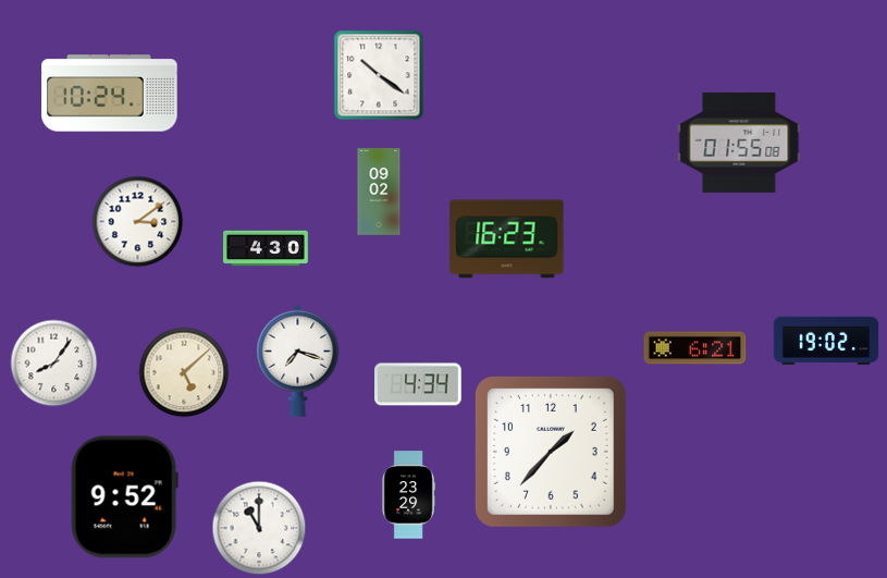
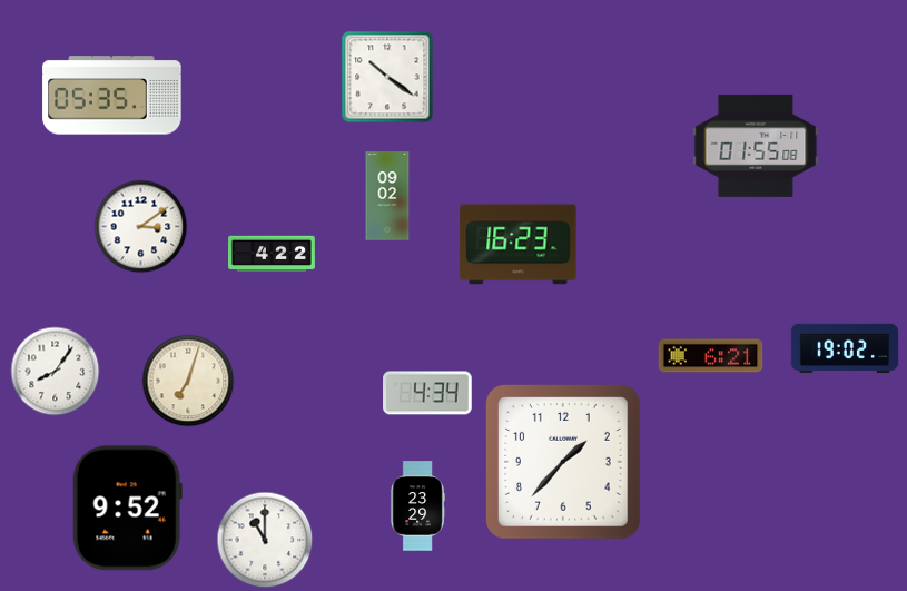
clock at (110, 94): 10:24 -> 05:35
clock at (267, 248): 4:30 -> 4:22
clock at (298, 360): 7:18 -> none
clock at (184, 372): 5:08 -> 7:03
